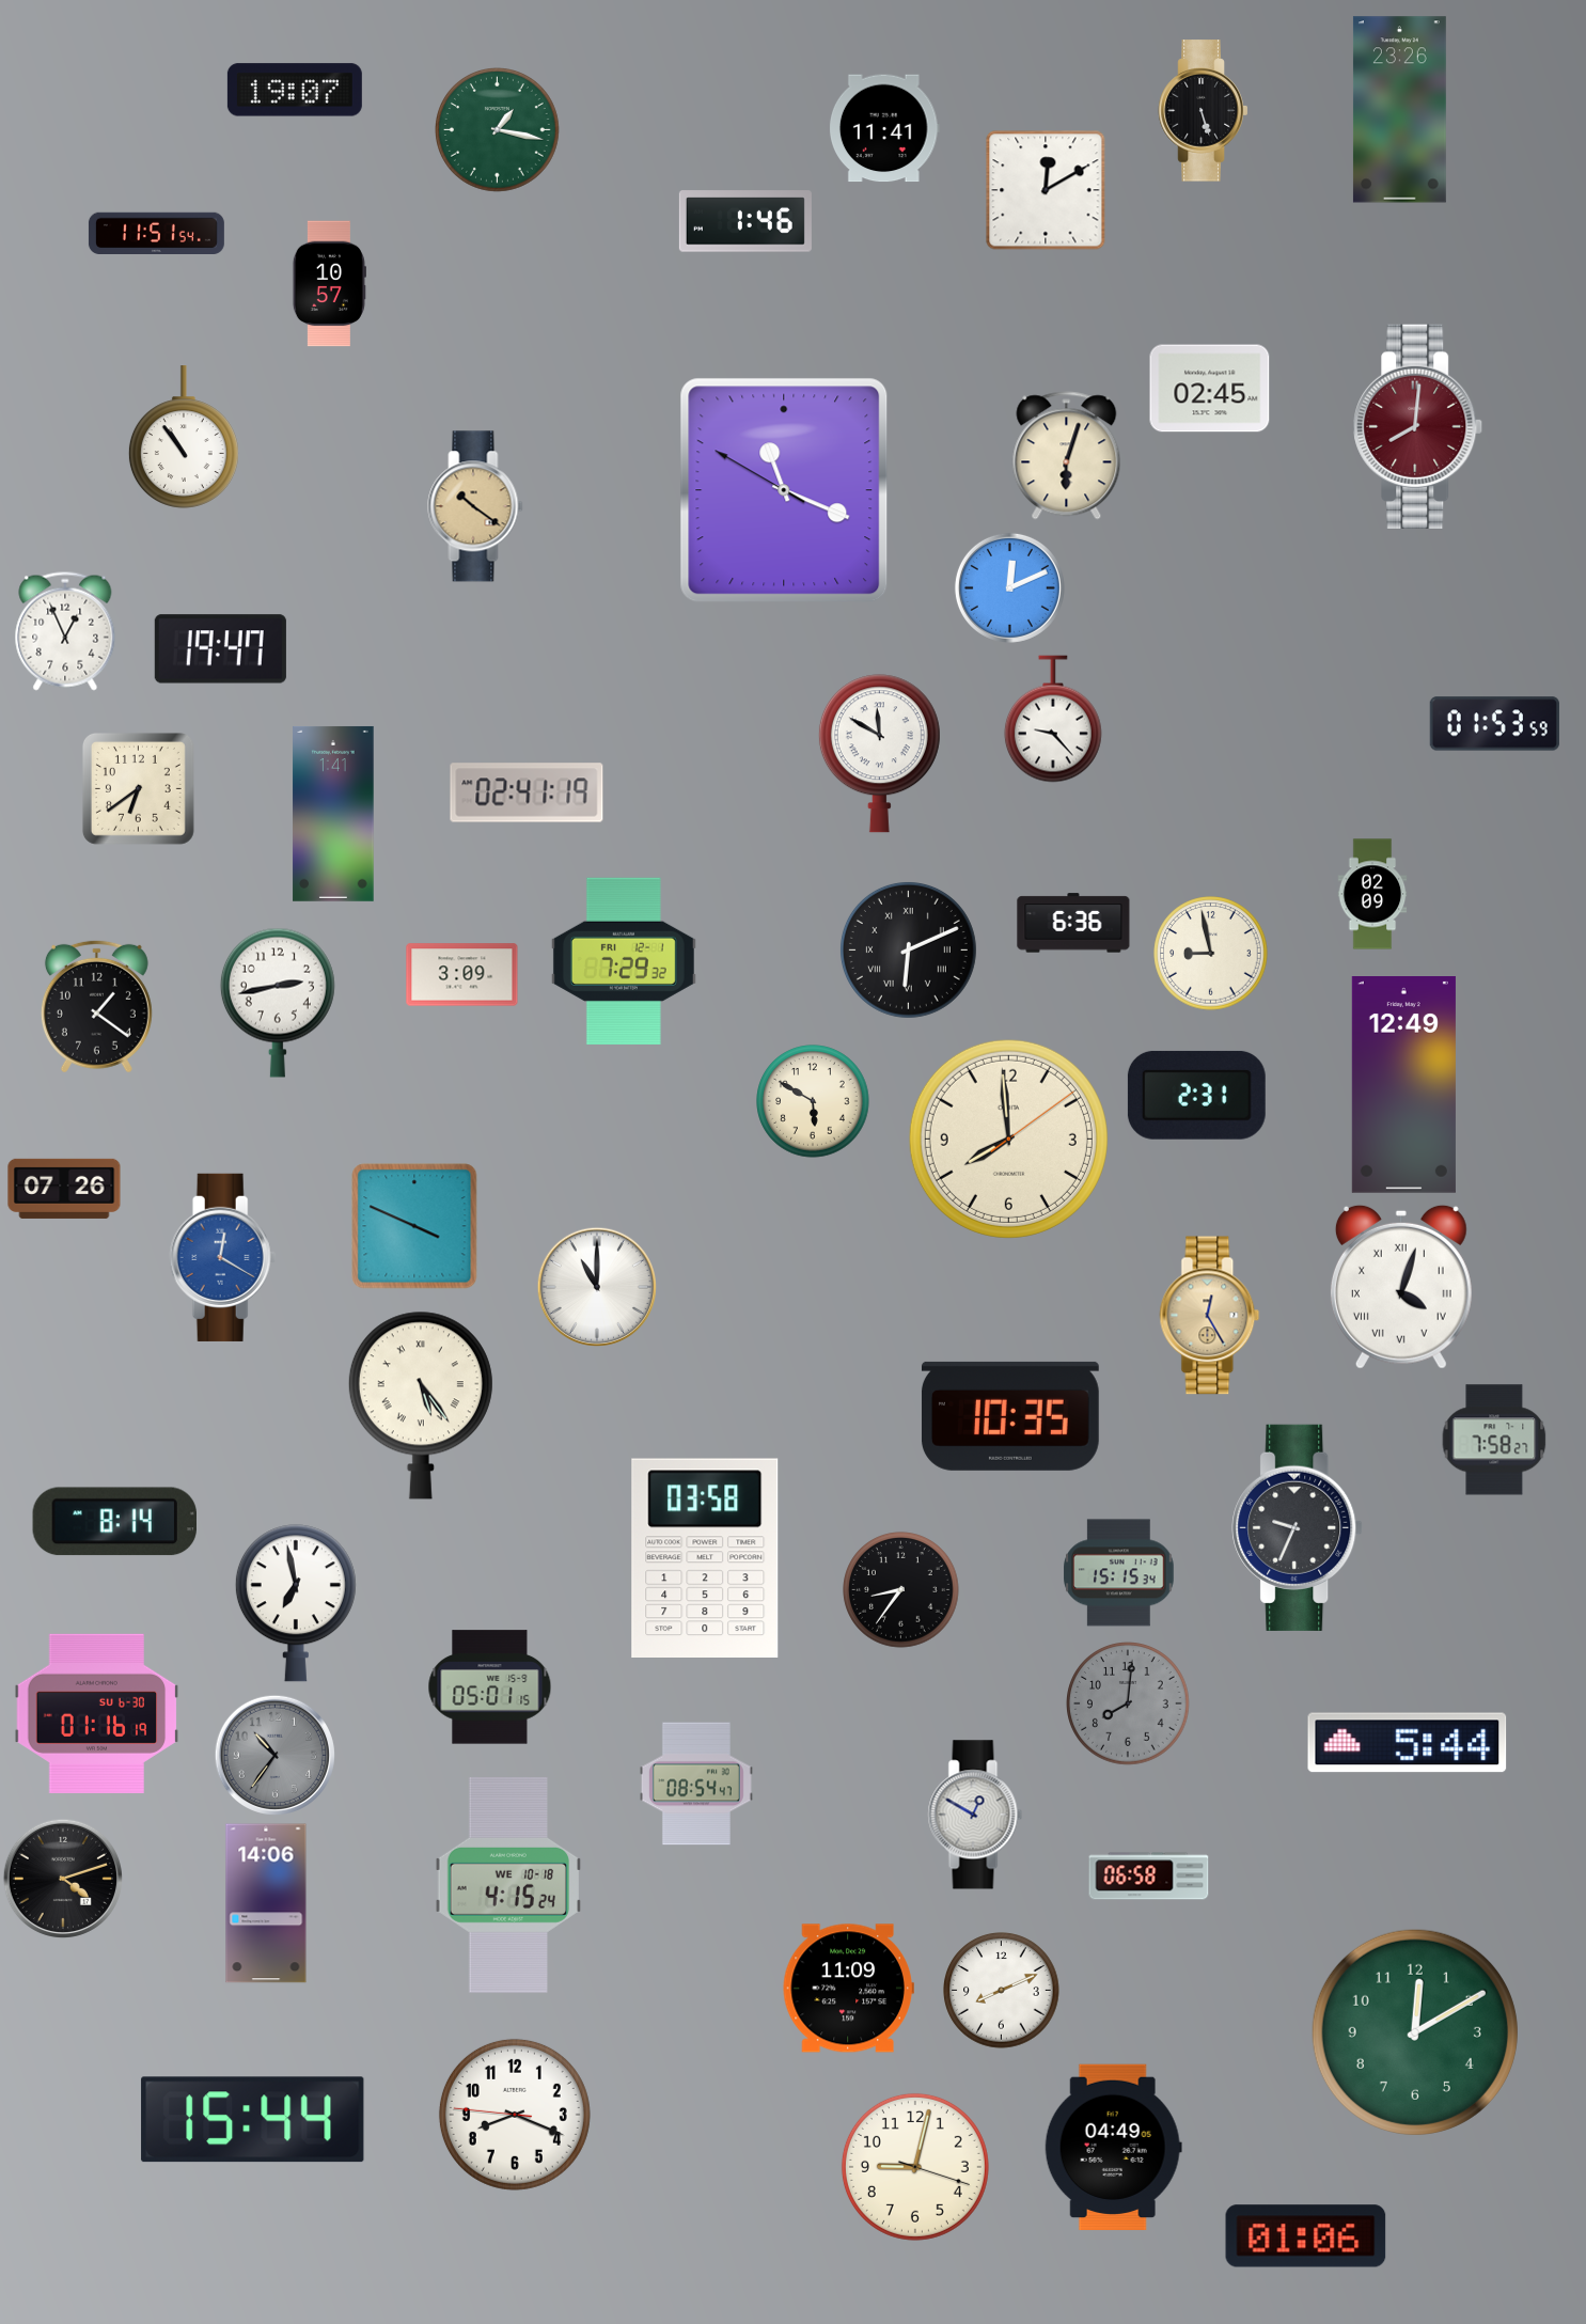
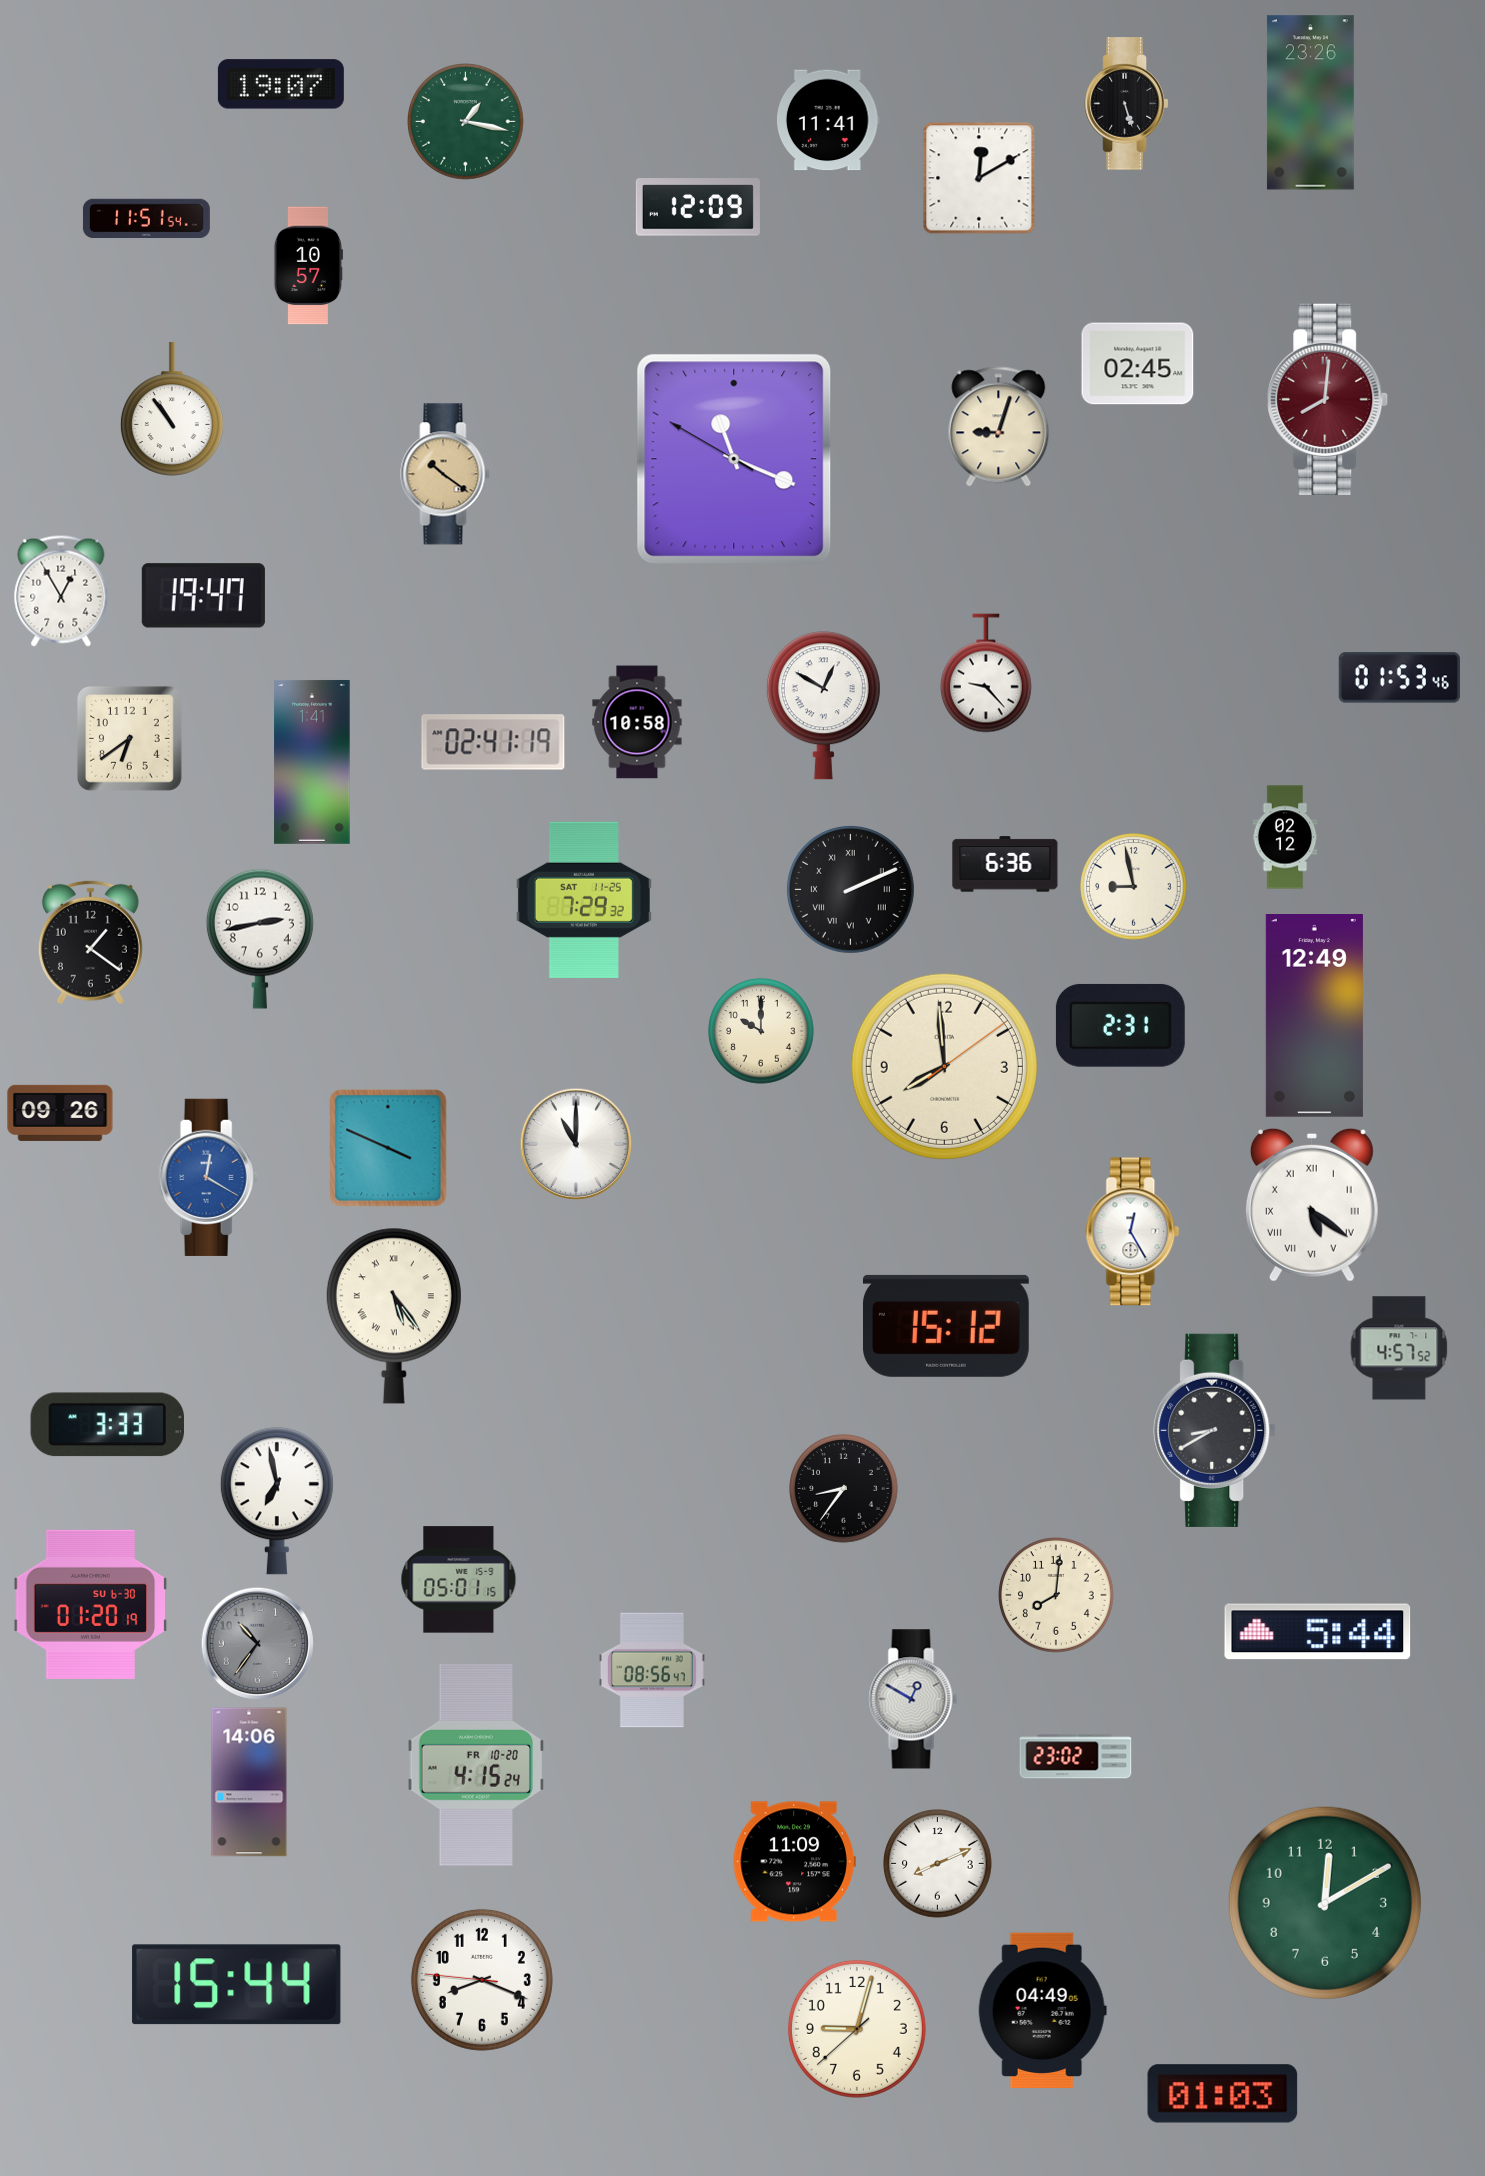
clock at (295, 90) position: (295, 90) -> (281, 84)
clock at (745, 221): 1:46 -> 12:09
clock at (1210, 389) position: (1210, 389) -> (1138, 364)
clock at (1067, 456): 6:03 -> 9:03
clock at (1009, 587): 12:11 -> none
clock at (65, 631): 12:56 -> 12:55
clock at (220, 649) position: (220, 649) -> (203, 596)
clock at (1494, 724): 01:53:59 -> 01:53:46
clock at (879, 754): 11:50 -> 12:50
clock at (637, 722): none -> 10:58
clock at (1372, 894): 02:09 -> 02:12
clock at (908, 949): 6:11 -> 2:11
clock at (1211, 954) position: (1211, 954) -> (1134, 887)
clock at (624, 960) date: FRI 12-1 -> SAT 11-25
clock at (462, 975): 3:09 -> none
clock at (813, 1101): 5:50 -> 10:00
clock at (64, 1189): 07:26 -> 09:26
clock at (597, 1287) position: (597, 1287) -> (576, 1144)
clock at (1401, 1287): 4:03 -> 5:21
clock at (1210, 1316) dial: champagne -> white
clock at (1010, 1416): 10:35 -> 15:12
clock at (1494, 1440): 7:58 -> 4:57
clock at (114, 1522): 8:14 -> 3:33
clock at (1298, 1527): 9:34 -> 8:40
clock at (705, 1557): 03:58 -> none
clock at (1119, 1573): 15:15 -> none
clock at (1129, 1705) dial: grey -> cream
clock at (97, 1713): 01:16 -> 01:20
clock at (696, 1784): 08:54 -> 08:56
clock at (1149, 1877): 06:58 -> 23:02
clock at (63, 1879): 4:12 -> none
clock at (508, 1885) date: WE 10-18 -> FR 10-20
clock at (915, 2167): 9:02:18 -> 9:02:38
clock at (1306, 2236): 01:06 -> 01:03
